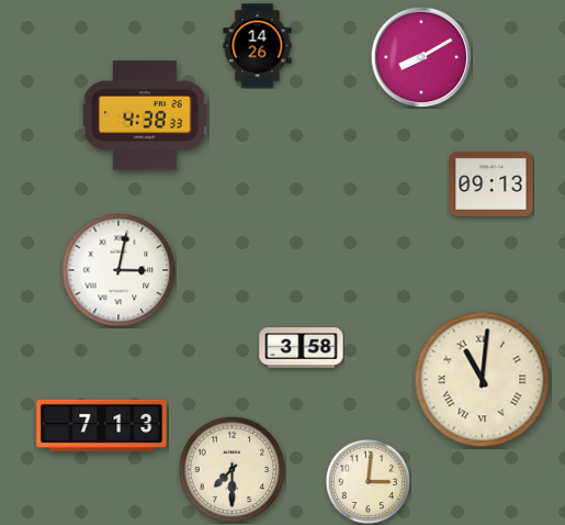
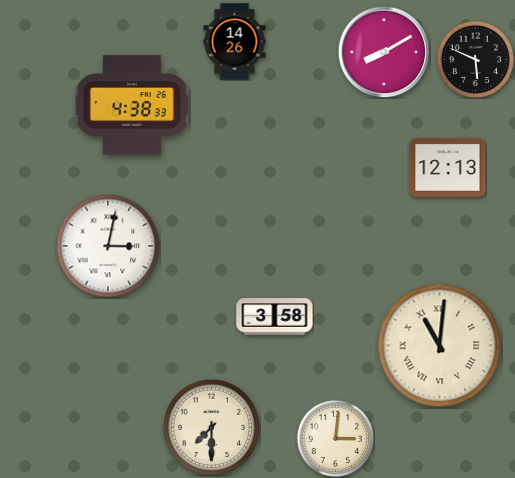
clock at (475, 59): none -> 5:49
clock at (491, 183): 09:13 -> 12:13
clock at (102, 425): 7:13 -> none
